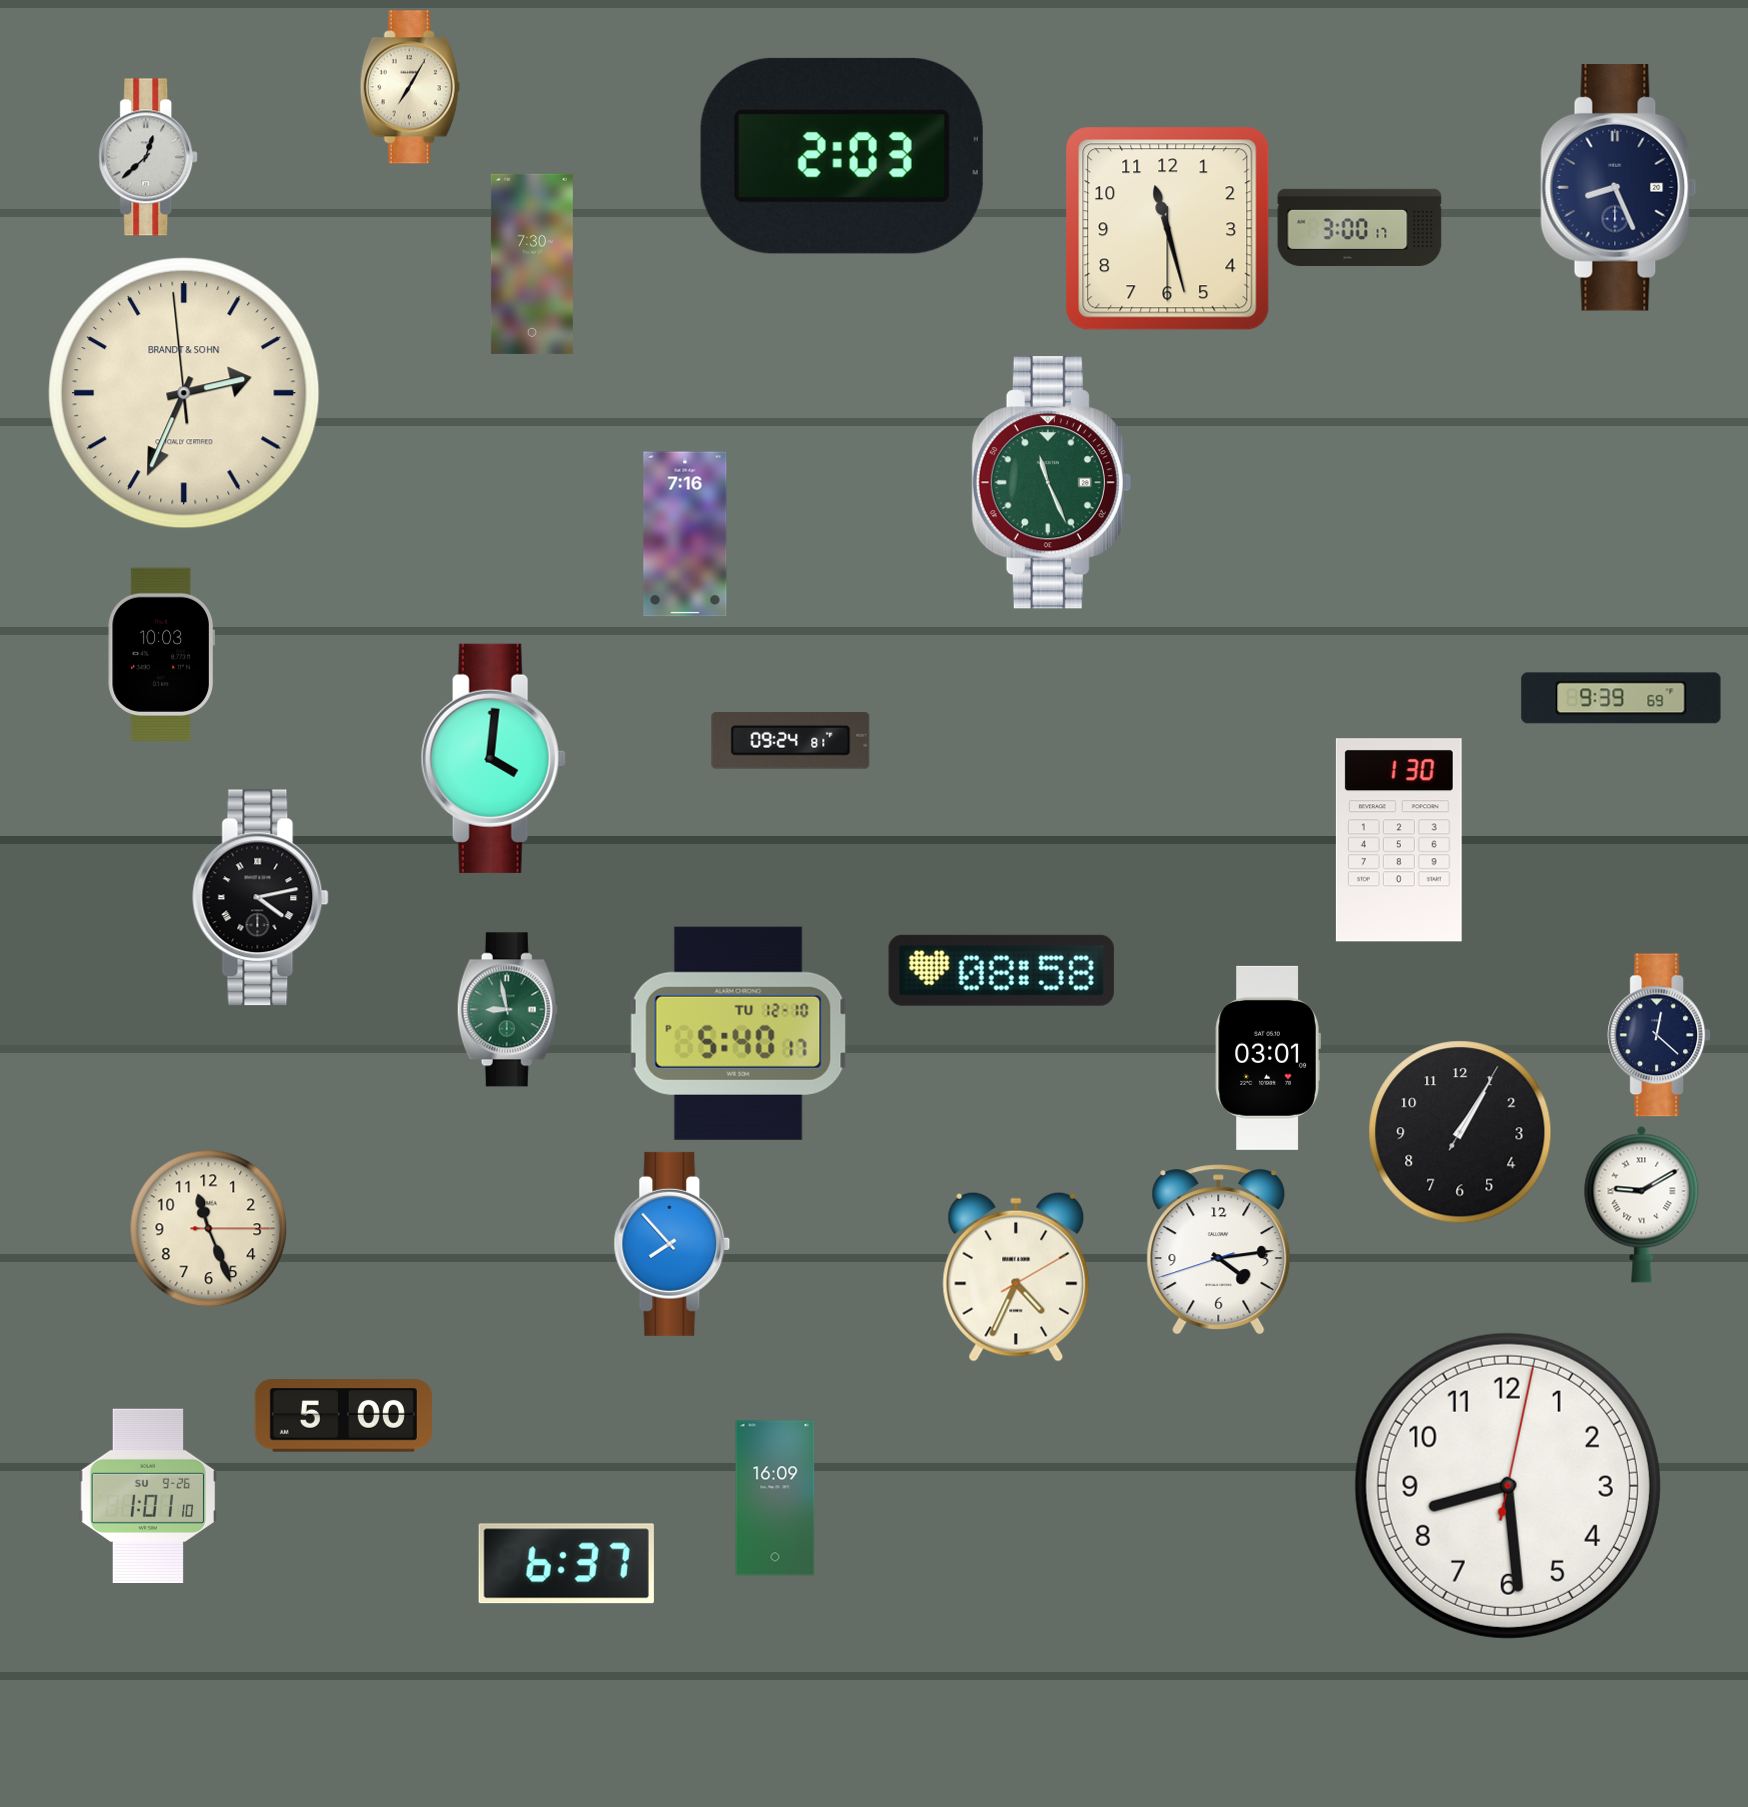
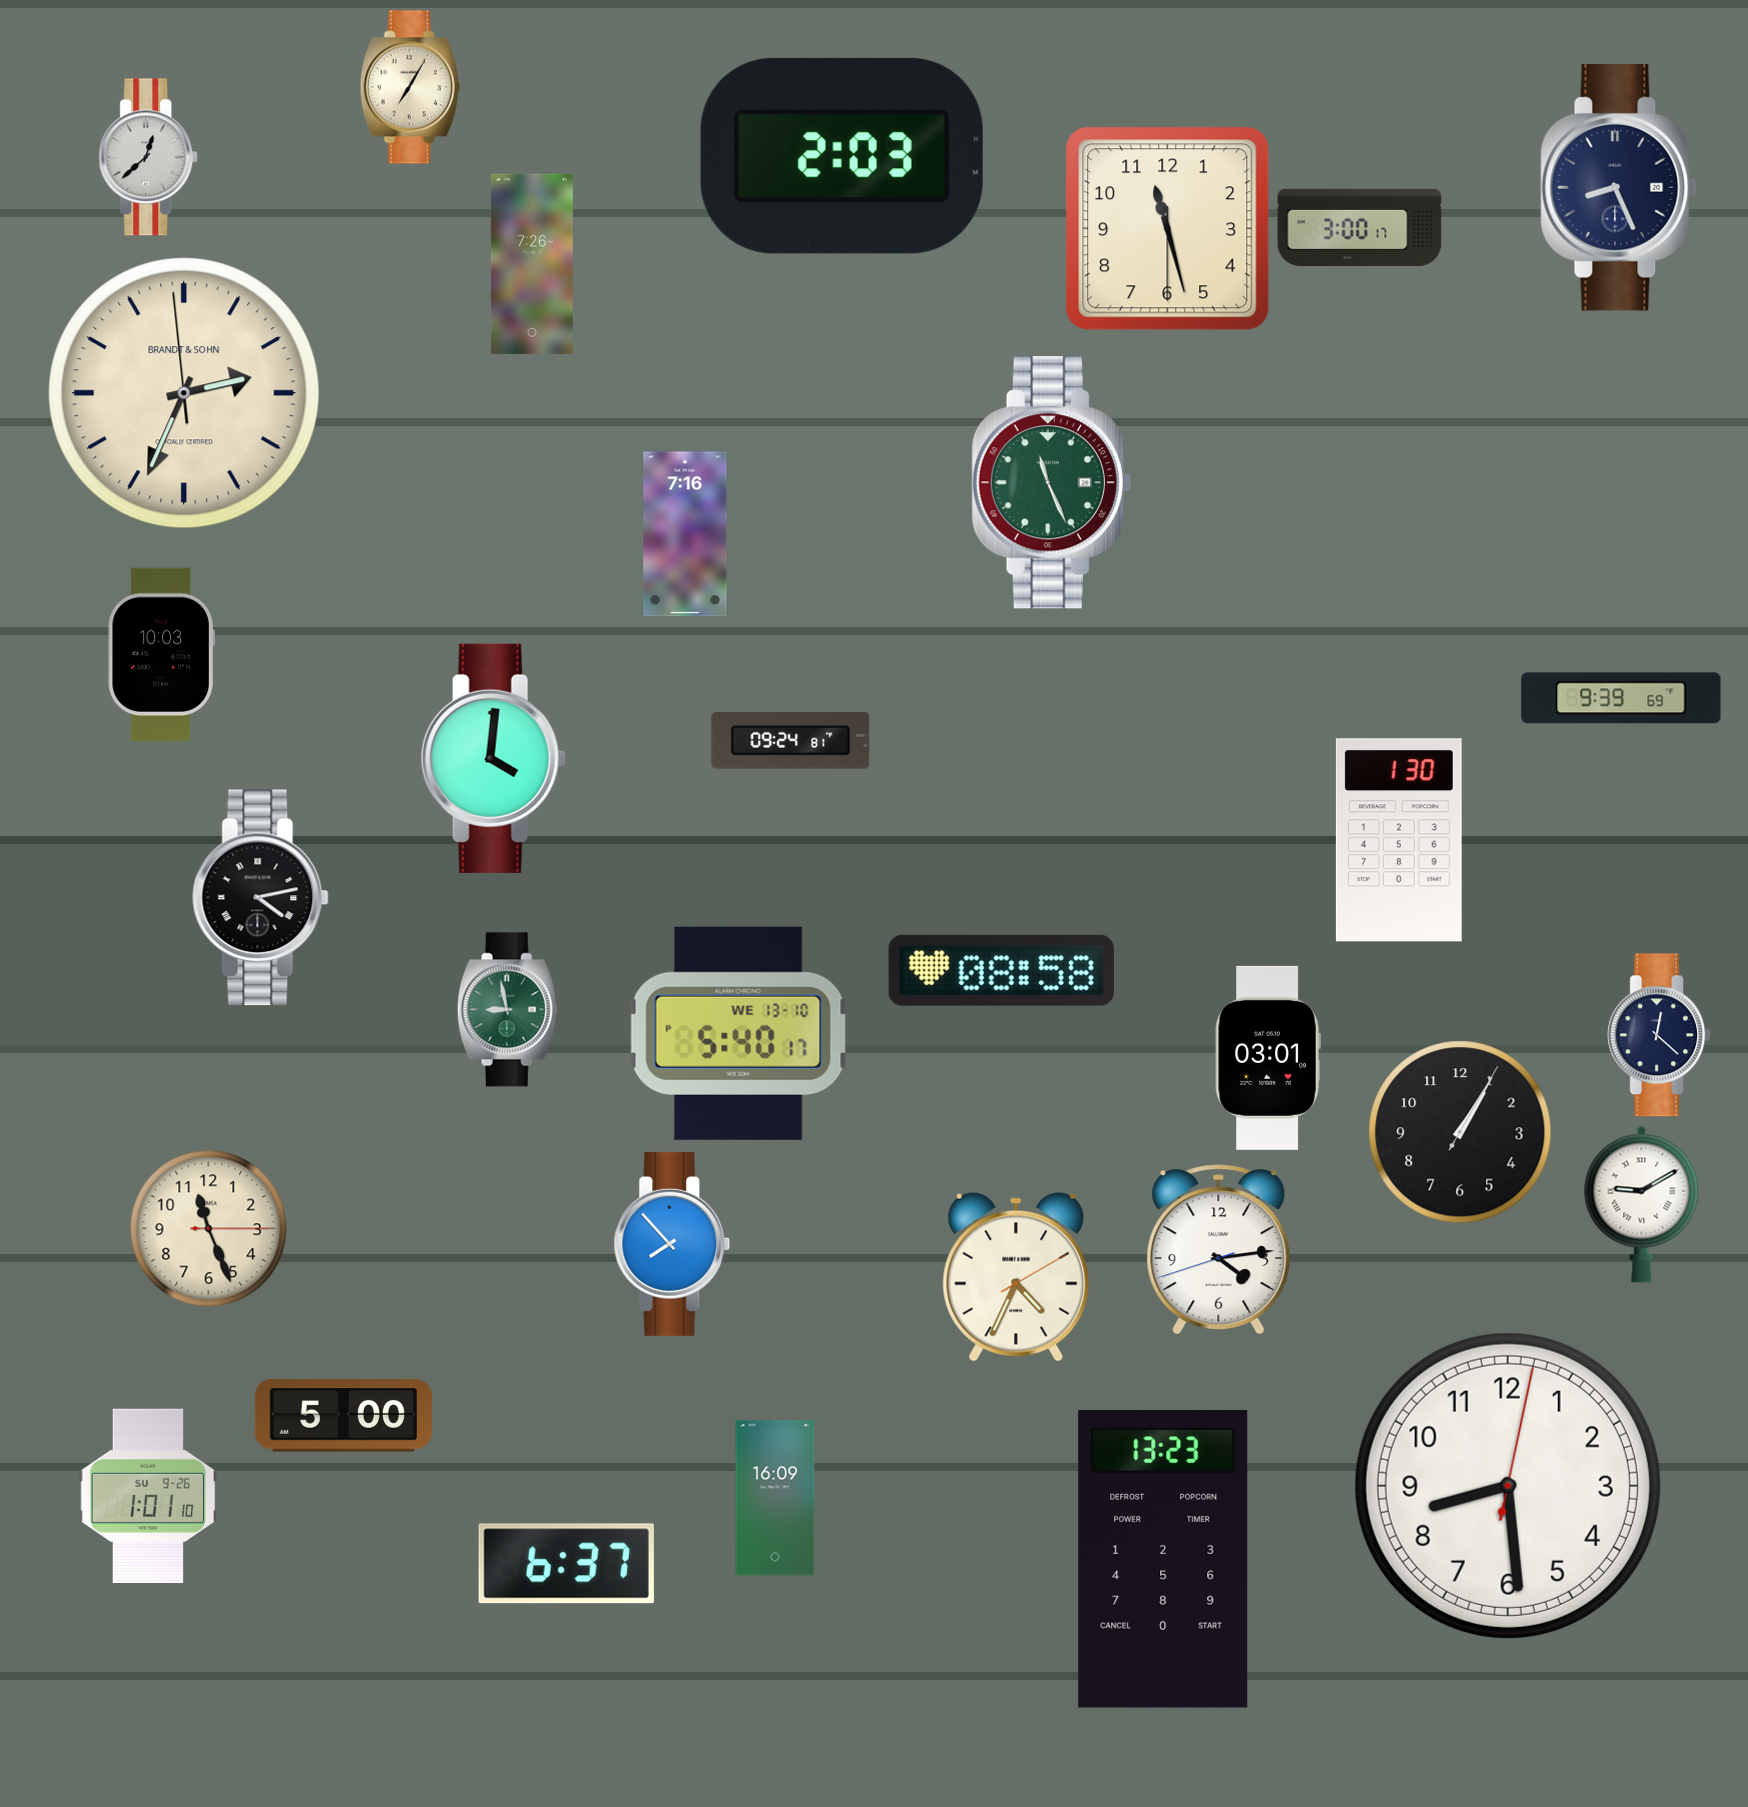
clock at (532, 264): 7:30 -> 7:26
clock at (738, 1033) date: TU 12-10 -> WE 13-10
clock at (1163, 1559): none -> 13:23
